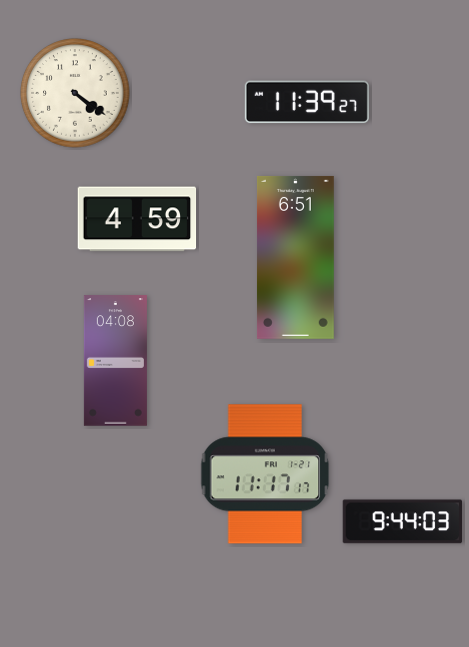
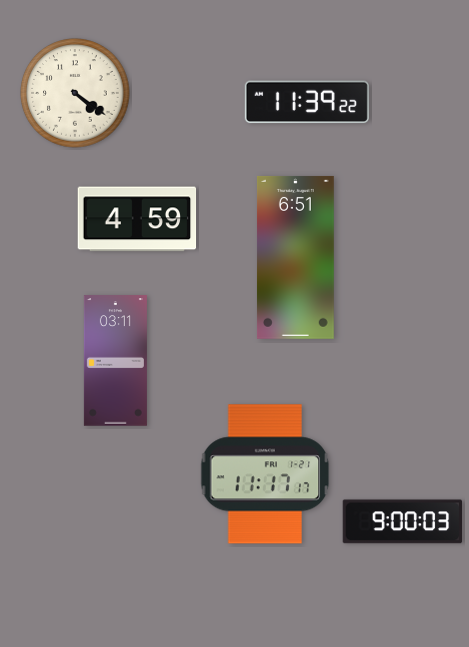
clock at (307, 102): 11:39:27 -> 11:39:22
clock at (115, 361): 04:08 -> 03:11
clock at (402, 522): 9:44 -> 9:00
